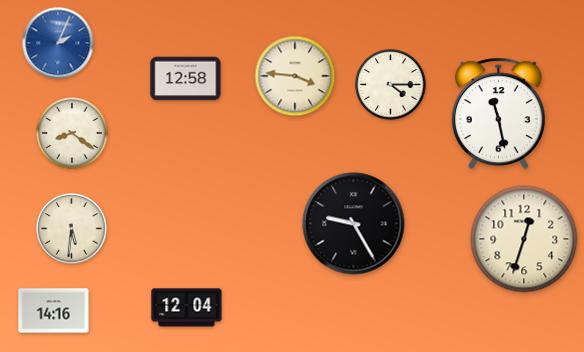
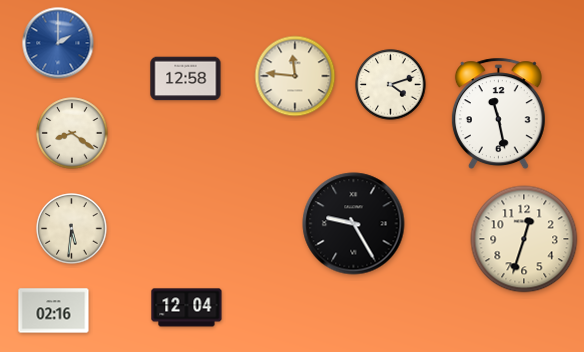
clock at (58, 43): 2:04 -> 2:00
clock at (295, 76): 3:46 -> 11:46
clock at (391, 85): 4:15 -> 4:12
clock at (54, 311): 14:16 -> 02:16
